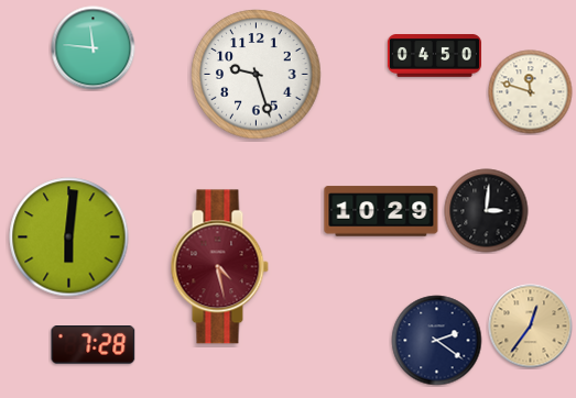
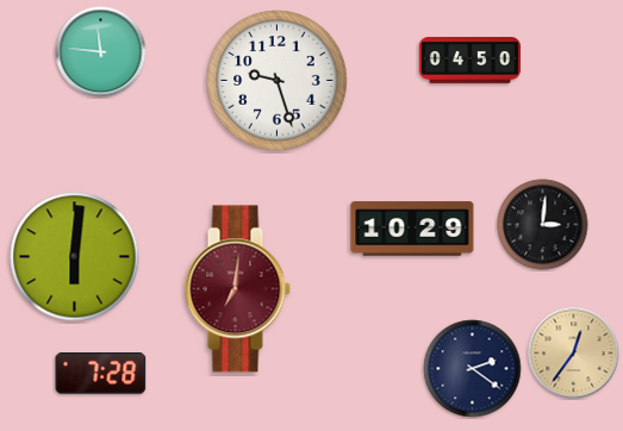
clock at (531, 92): 11:48 -> none
clock at (487, 211) position: (487, 211) -> (543, 225)
clock at (219, 267): 4:28 -> 7:01
